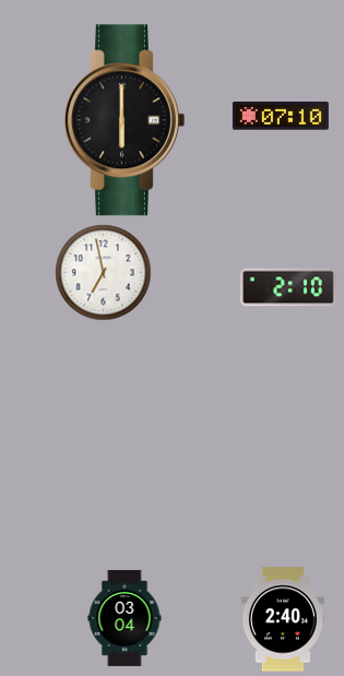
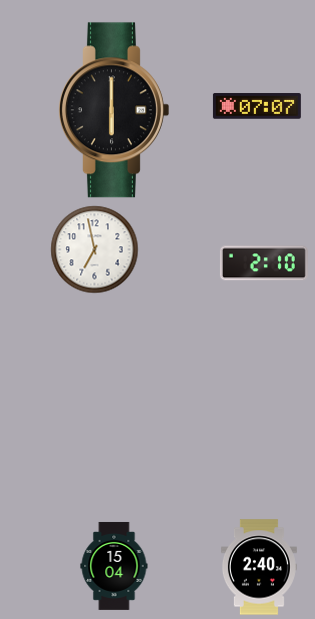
clock at (281, 116): 07:10 -> 07:07
clock at (124, 618): 03:04 -> 15:04
